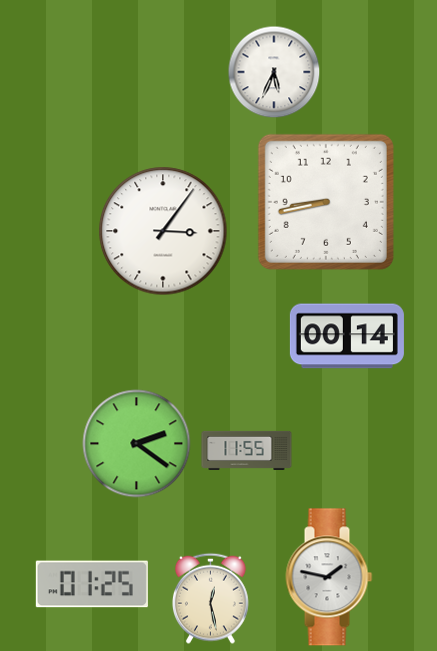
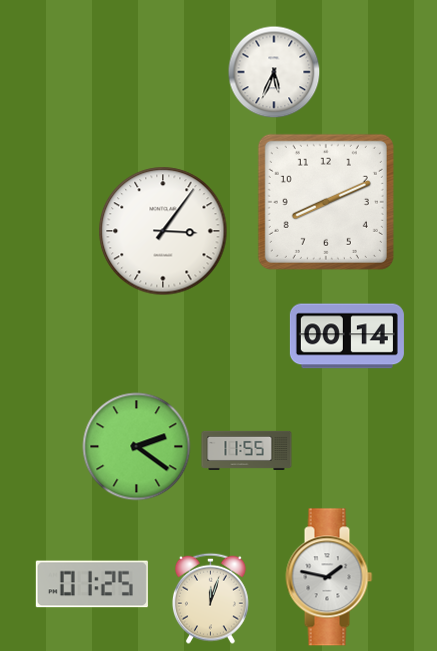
clock at (326, 202): 8:43 -> 8:11
clock at (137, 444) position: (137, 444) -> (137, 447)
clock at (211, 598): 12:28 -> 12:03
